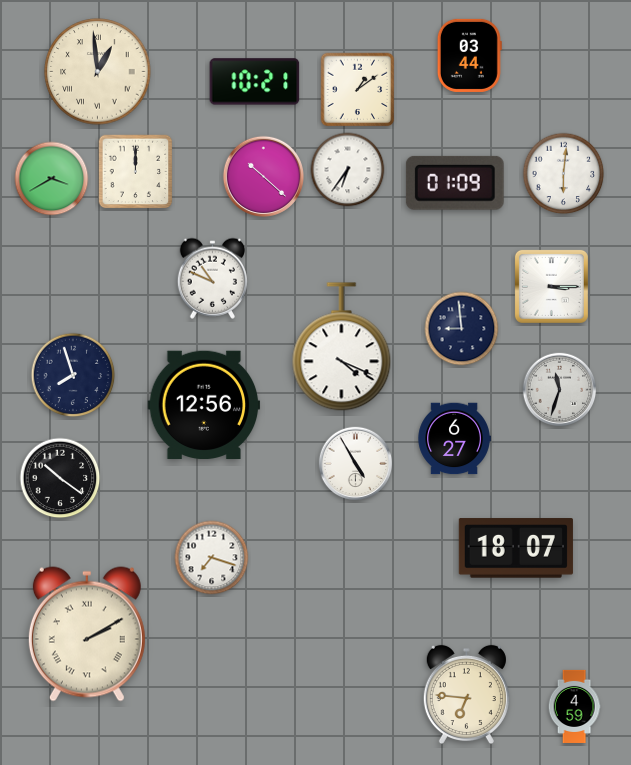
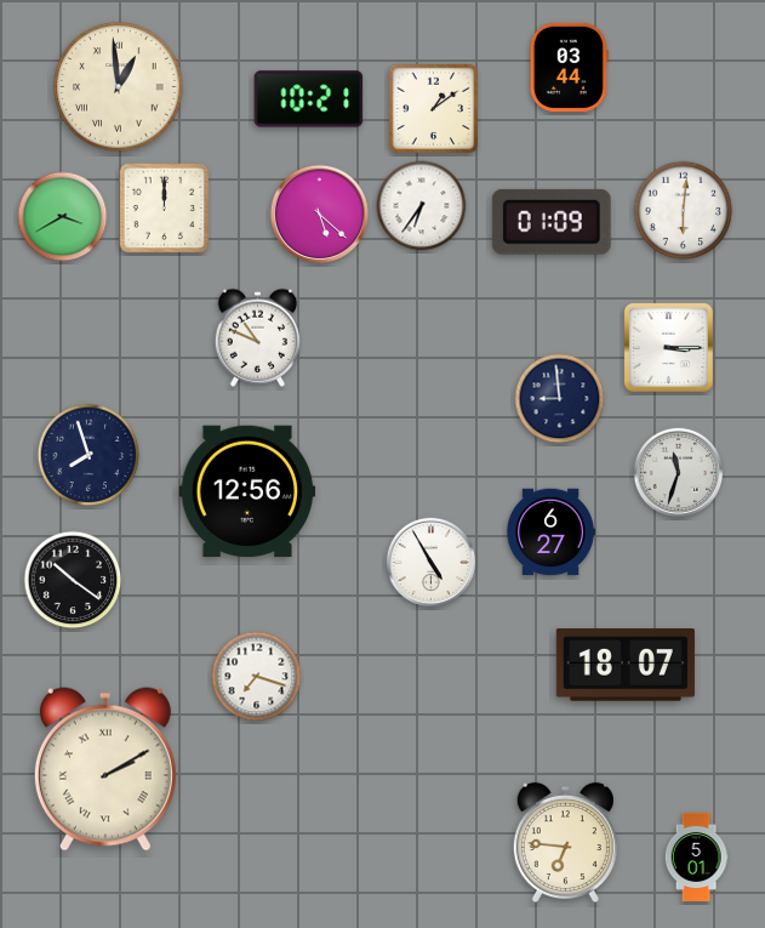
clock at (263, 176): 10:22 -> 5:22
clock at (342, 347): 4:19 -> none
clock at (574, 706): 4:59 -> 5:01
